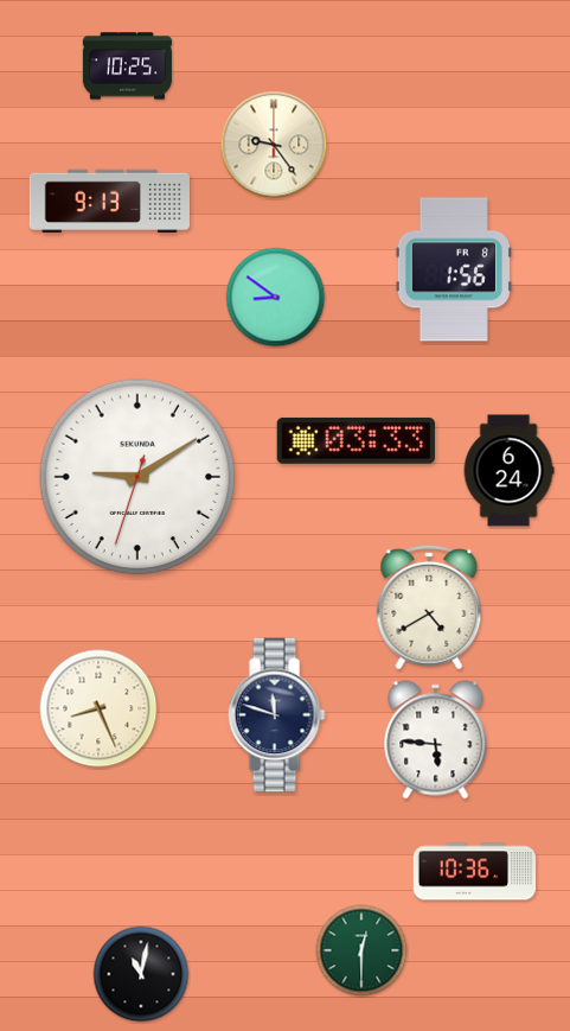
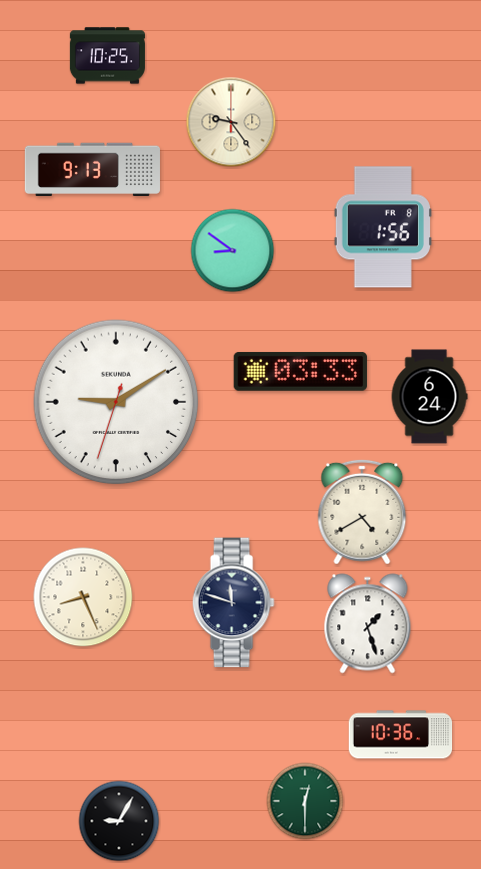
clock at (436, 740): 5:46 -> 1:27
clock at (141, 974): 11:02 -> 9:05
